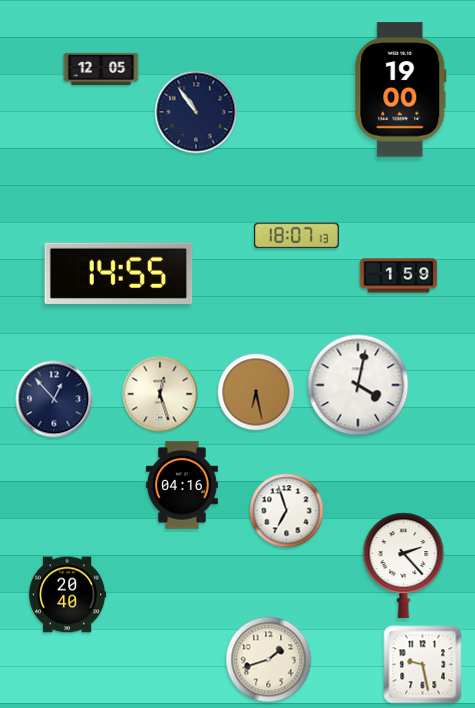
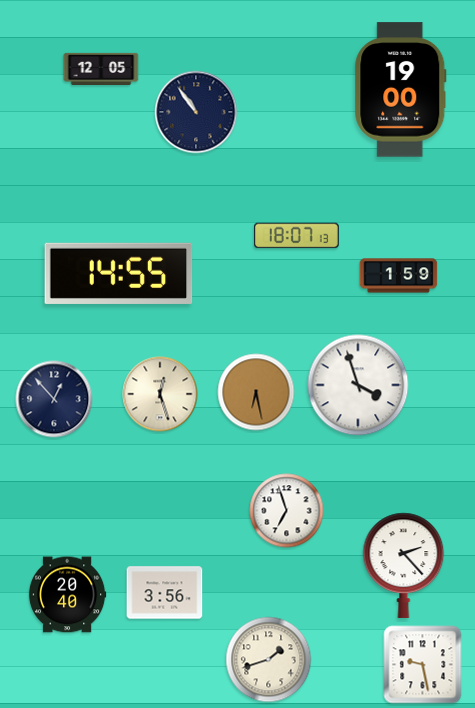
clock at (358, 385): 4:02 -> 3:57
clock at (182, 485): 04:16 -> none
clock at (165, 593): none -> 3:56
